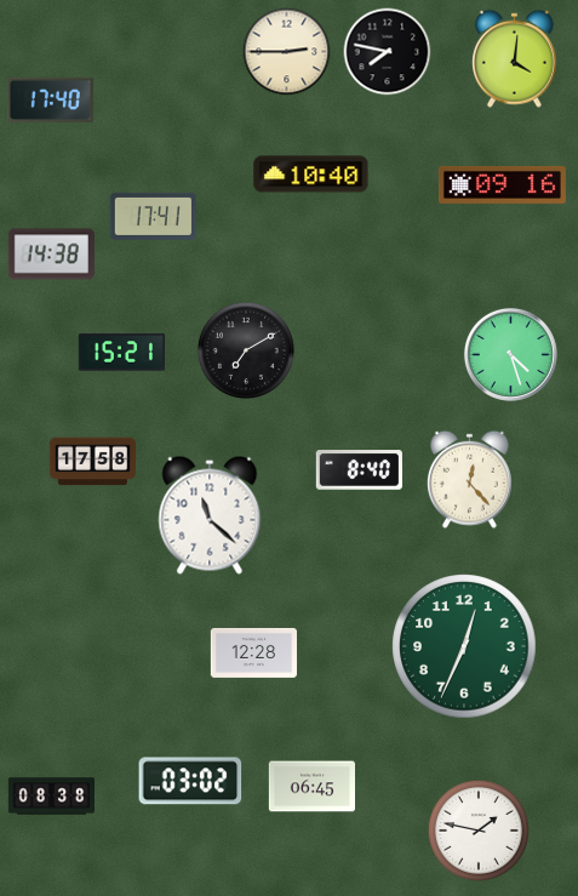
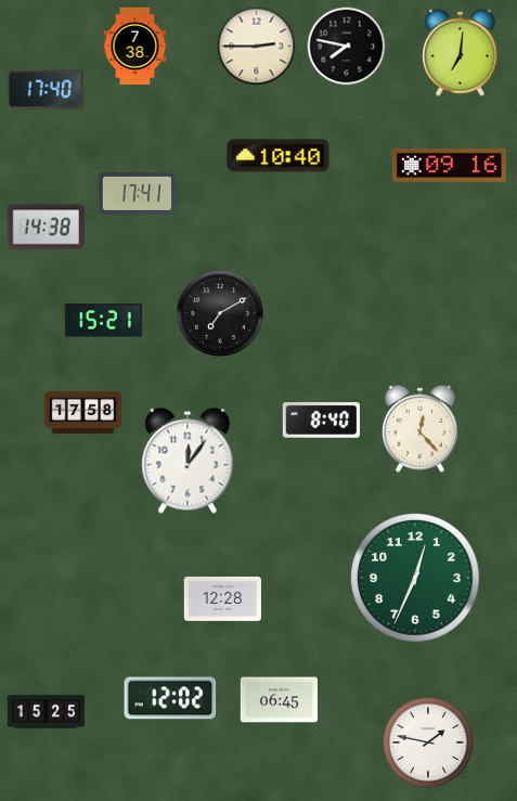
clock at (135, 46): none -> 7:38
clock at (514, 58): 4:01 -> 7:01
clock at (121, 353) position: (121, 353) -> (103, 321)
clock at (510, 354): 4:27 -> none
clock at (210, 515): 11:22 -> 12:06
clock at (253, 652) position: (253, 652) -> (222, 598)
clock at (190, 781): 03:02 -> 12:02
clock at (311, 787) position: (311, 787) -> (279, 700)
clock at (51, 797): 08:38 -> 15:25
